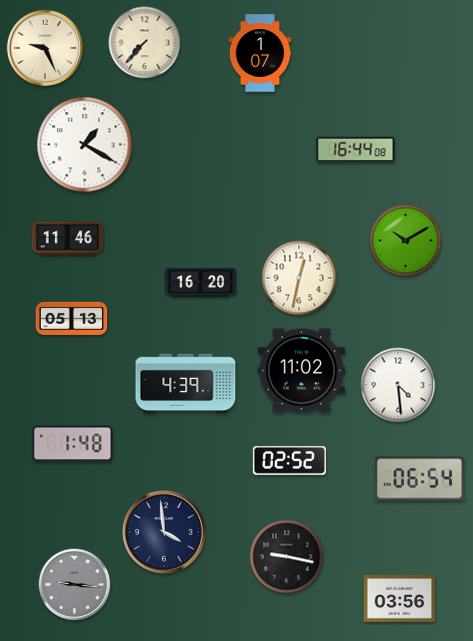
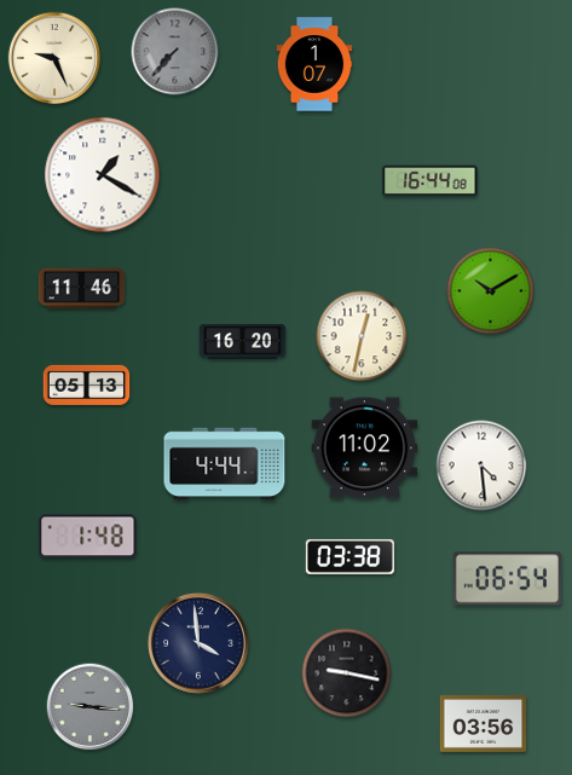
clock at (145, 43) dial: cream -> grey
clock at (186, 384): 4:39 -> 4:44
clock at (289, 460): 02:52 -> 03:38
